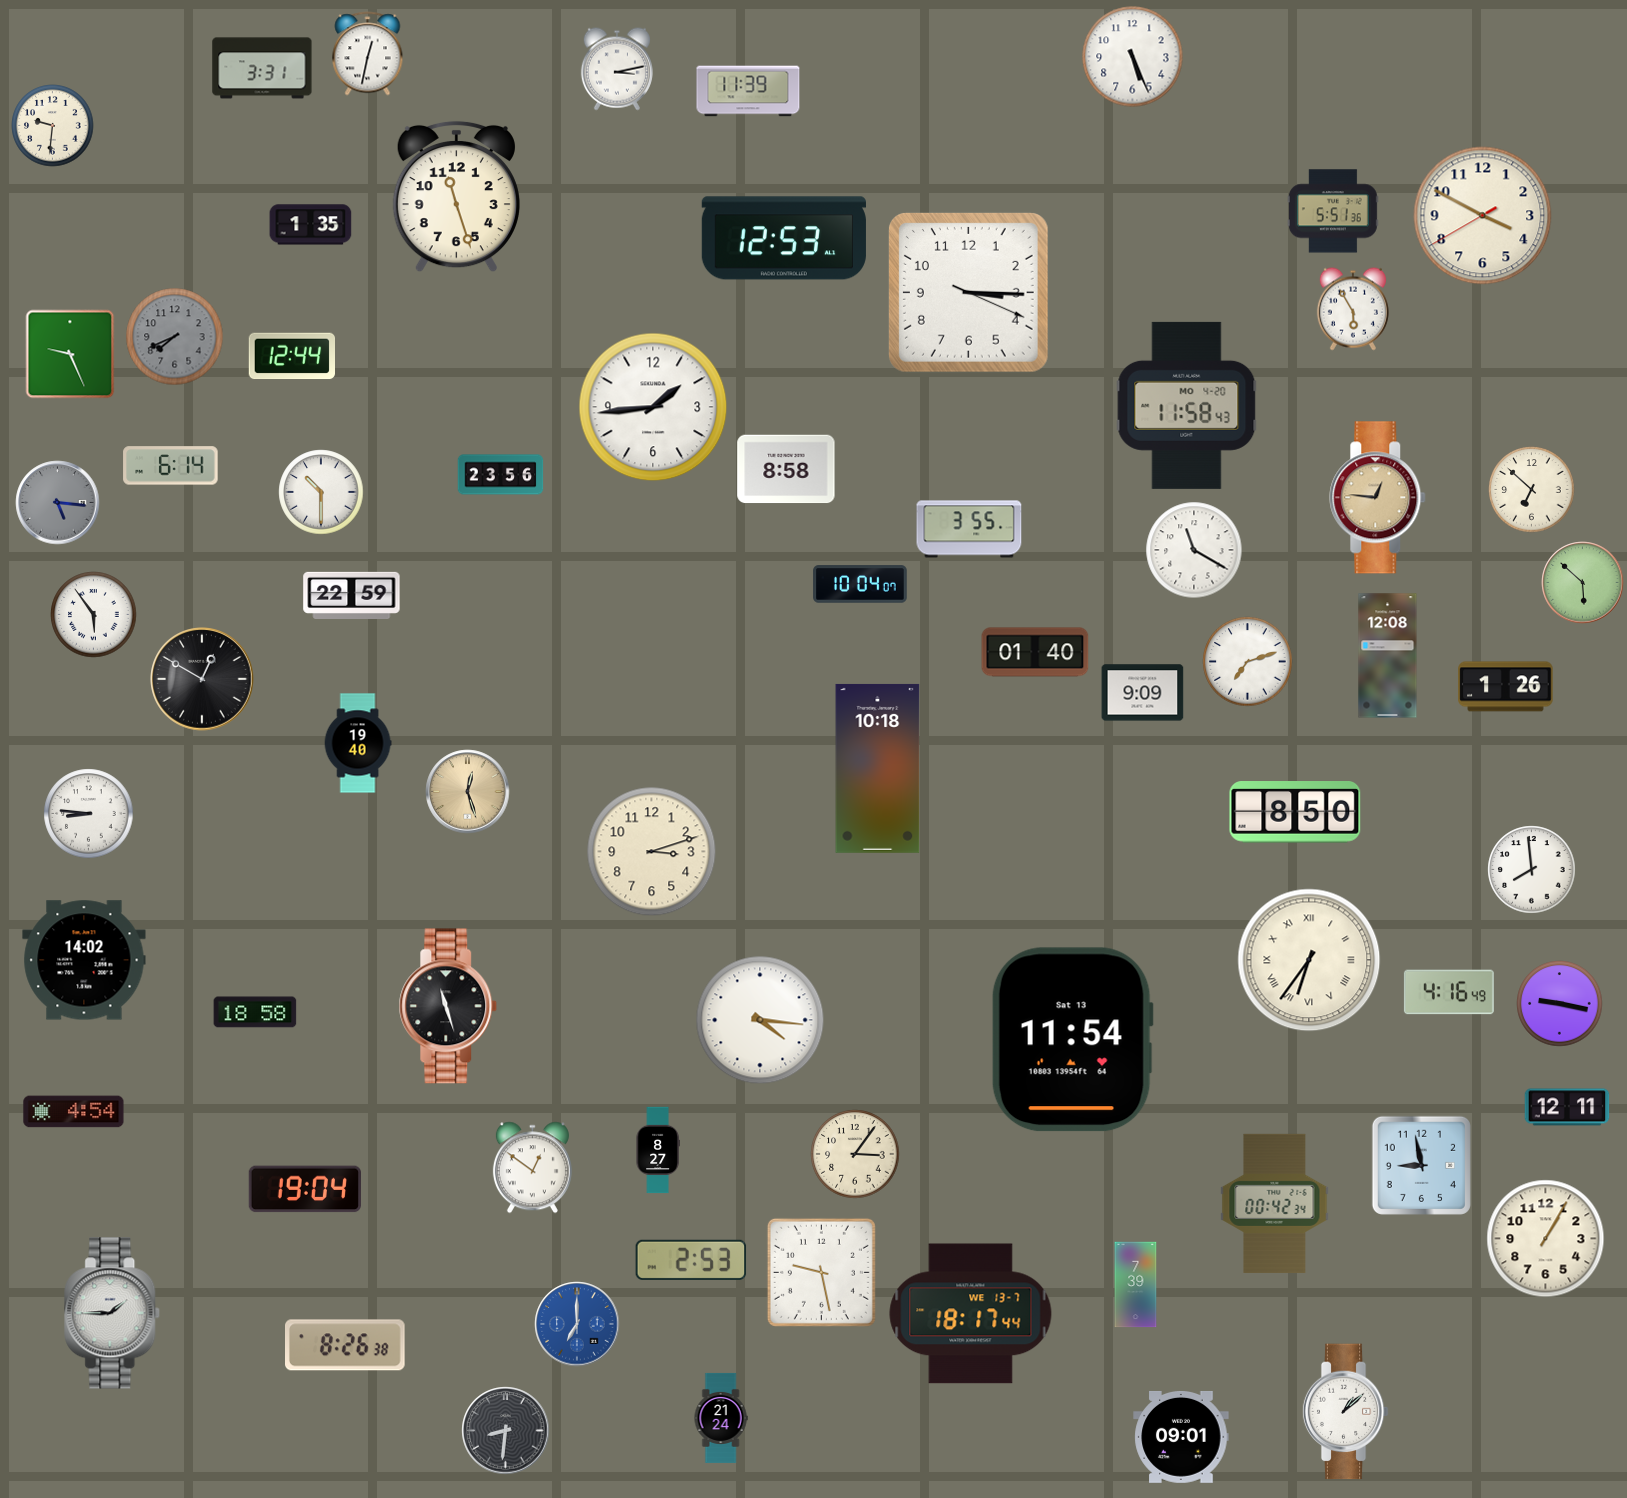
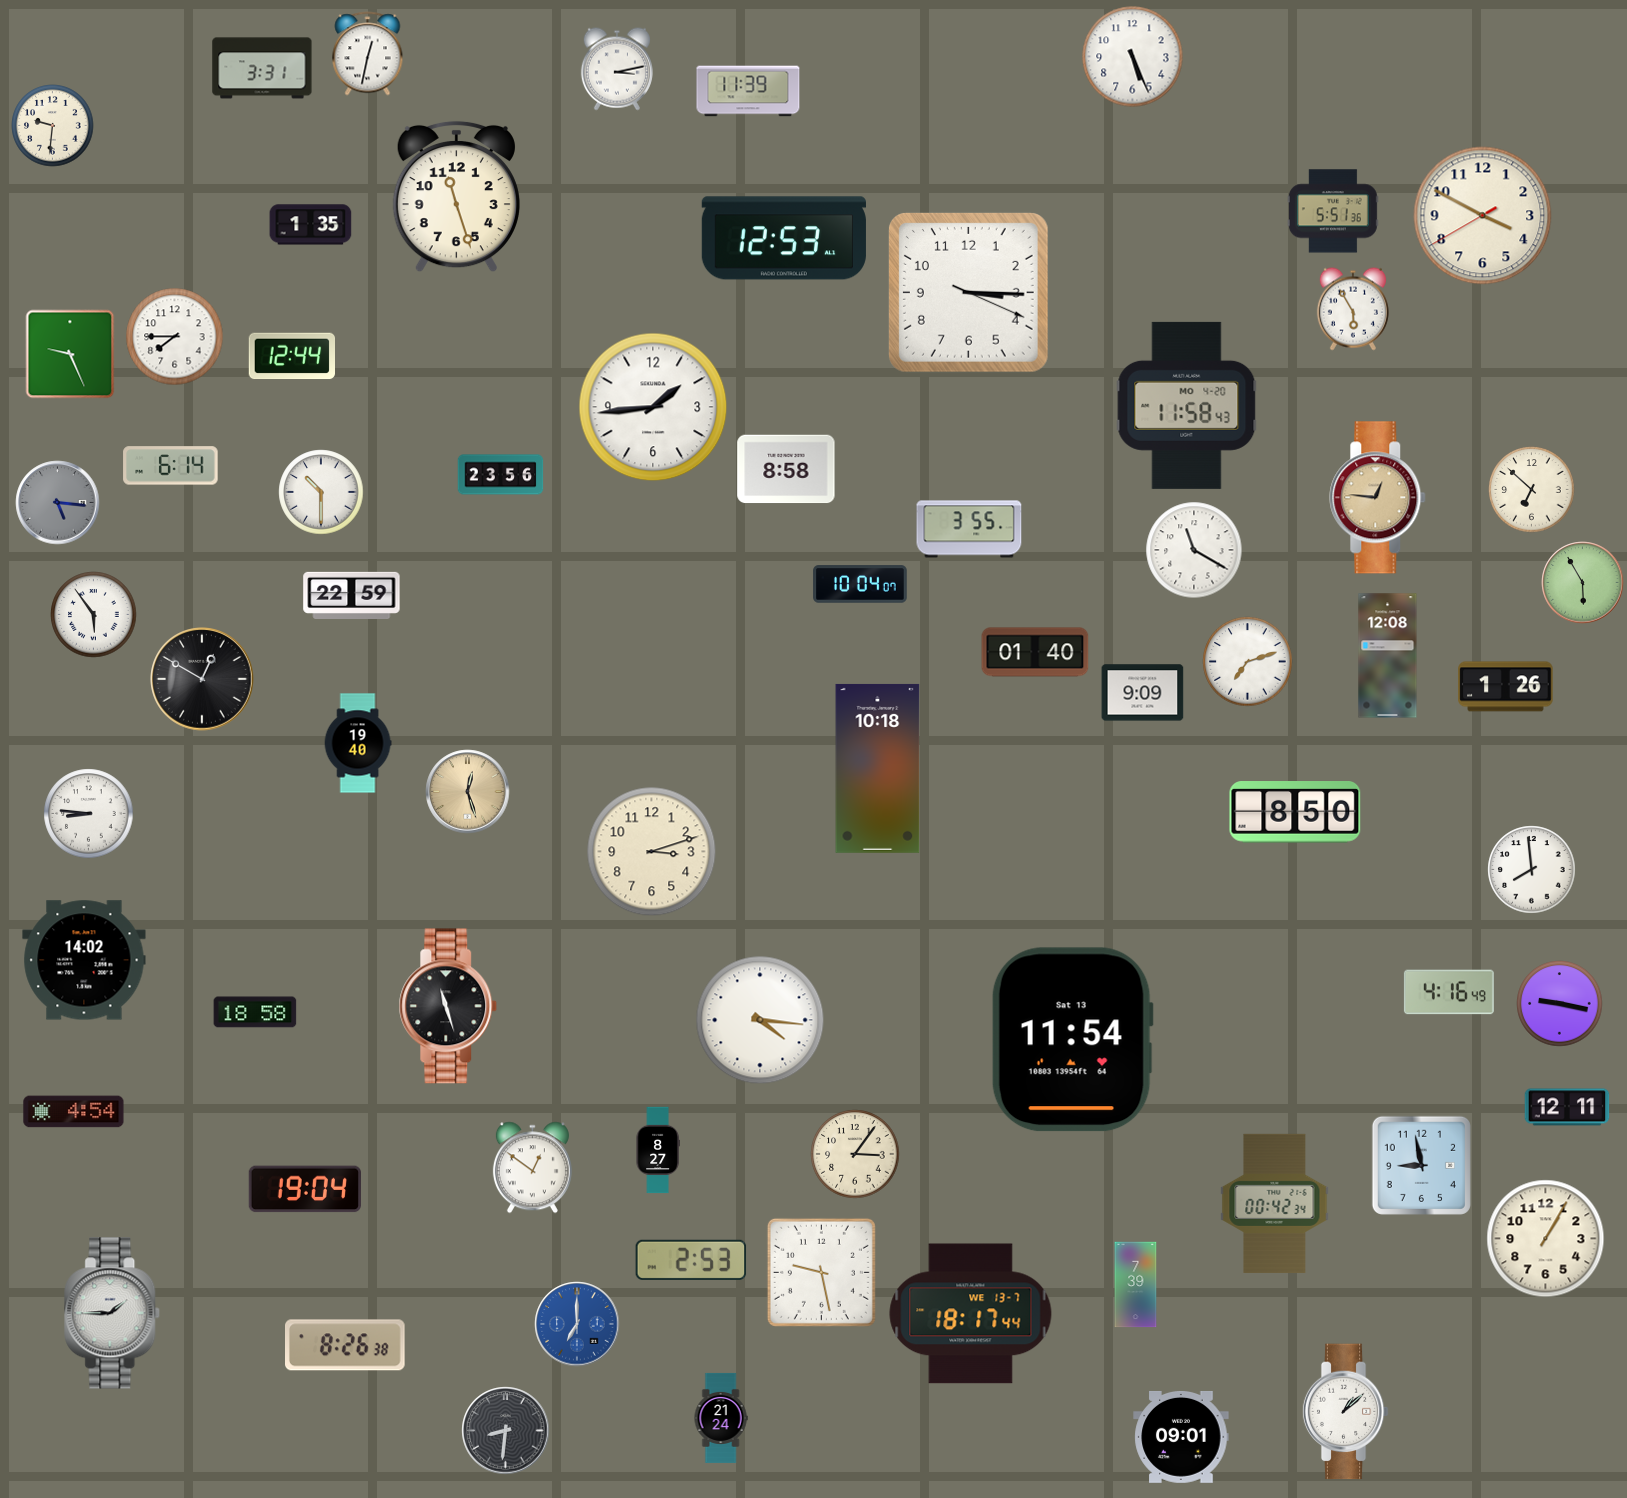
clock at (175, 337): 7:41 -> 7:45
clock at (175, 337) dial: grey -> white
clock at (1583, 583): 5:52 -> 5:55
clock at (1309, 960): 6:36 -> none
